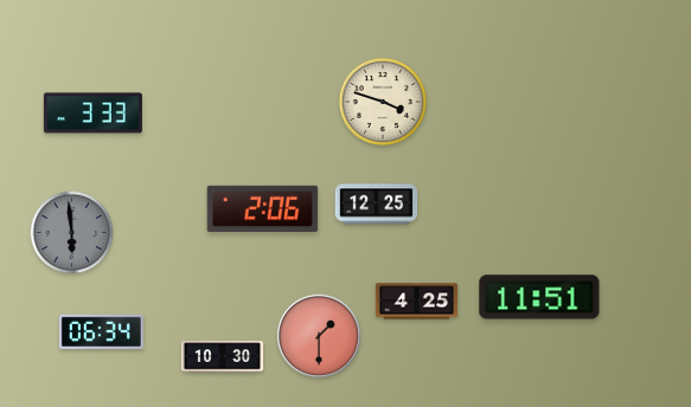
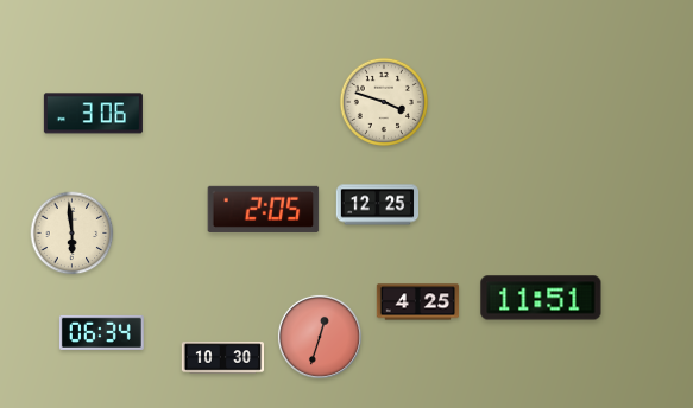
clock at (92, 114): 3:33 -> 3:06
clock at (263, 208): 2:06 -> 2:05
clock at (72, 233) dial: grey -> cream
clock at (319, 336): 1:30 -> 12:33
